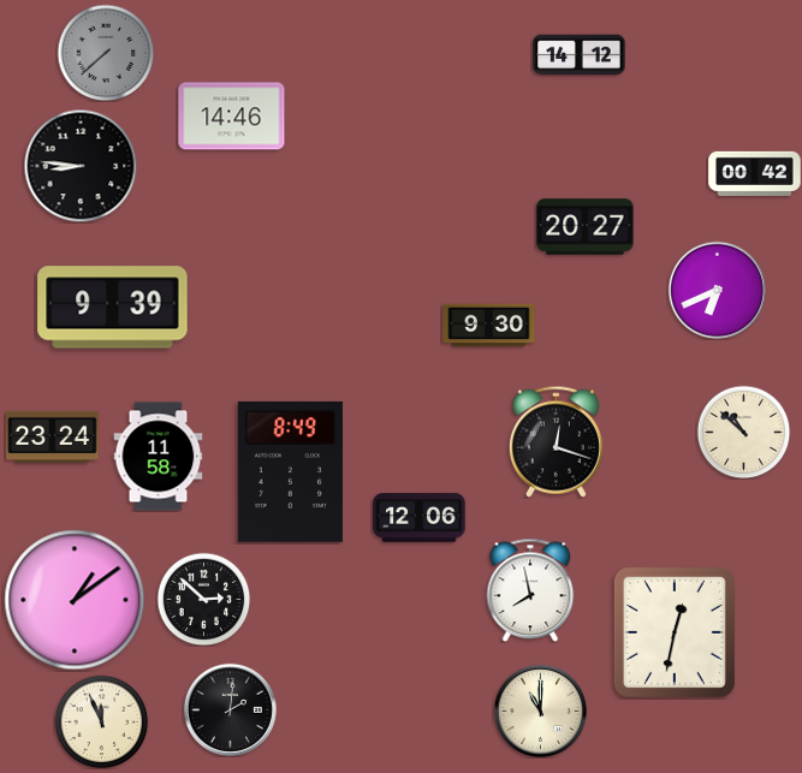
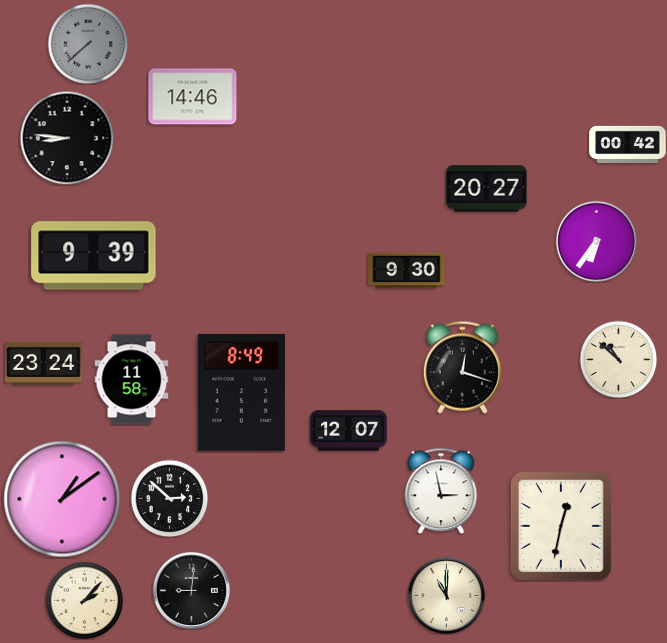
clock at (580, 55): 14:12 -> none
clock at (717, 290): 6:41 -> 6:36
clock at (420, 518): 12:06 -> 12:07
clock at (530, 590): 7:58 -> 2:58
clock at (230, 709): 2:01 -> 9:01
clock at (540, 710) position: (540, 710) -> (446, 595)
clock at (101, 721): 11:56 -> 2:07
